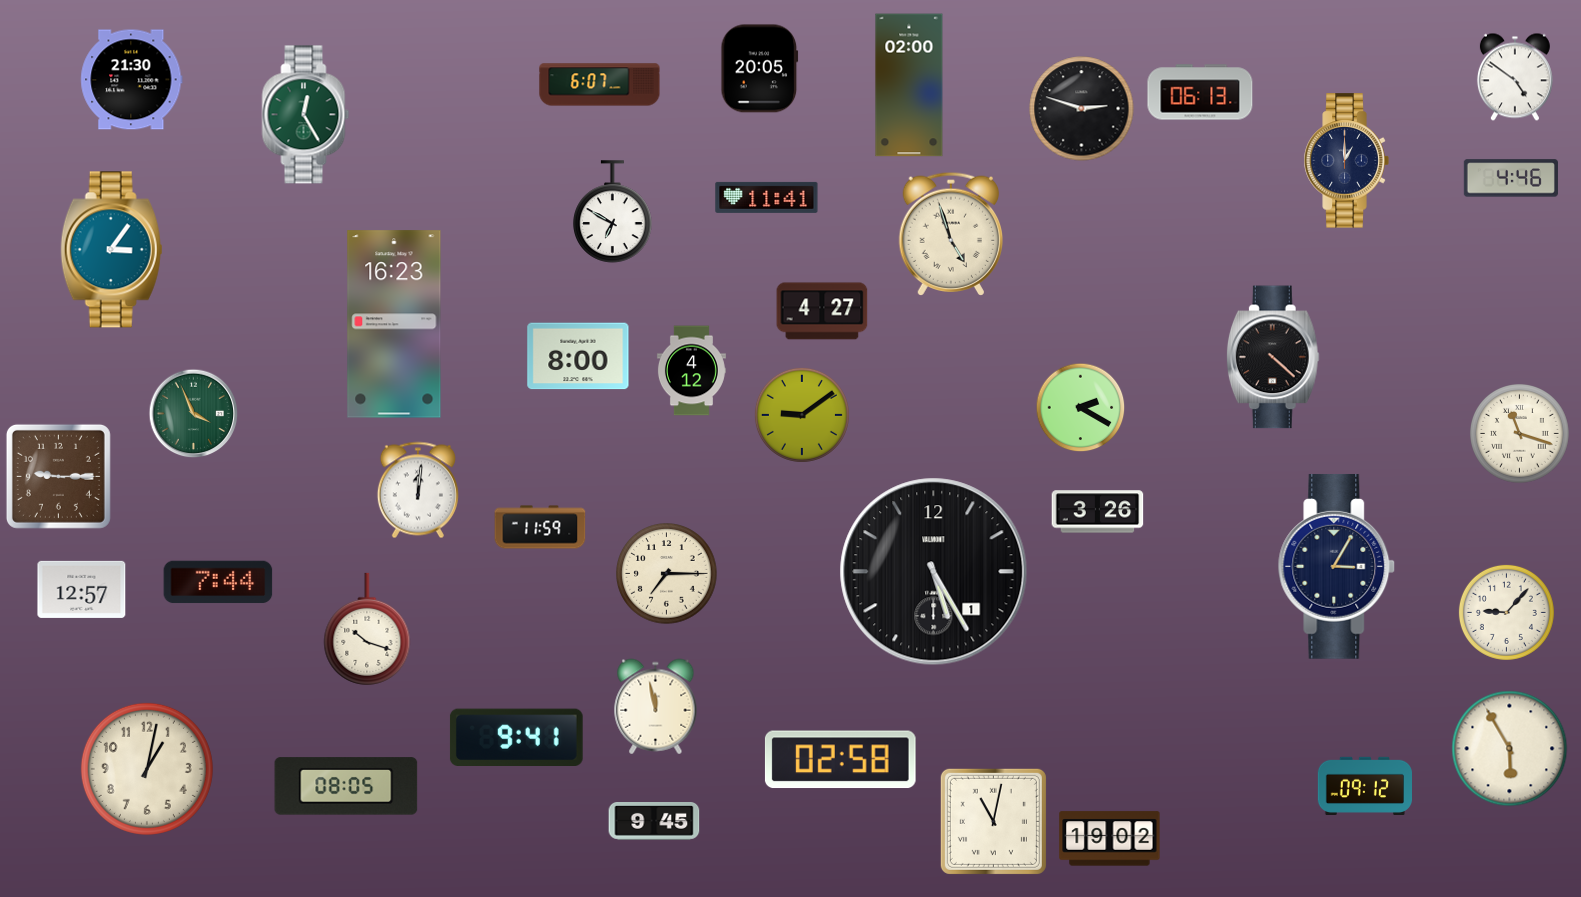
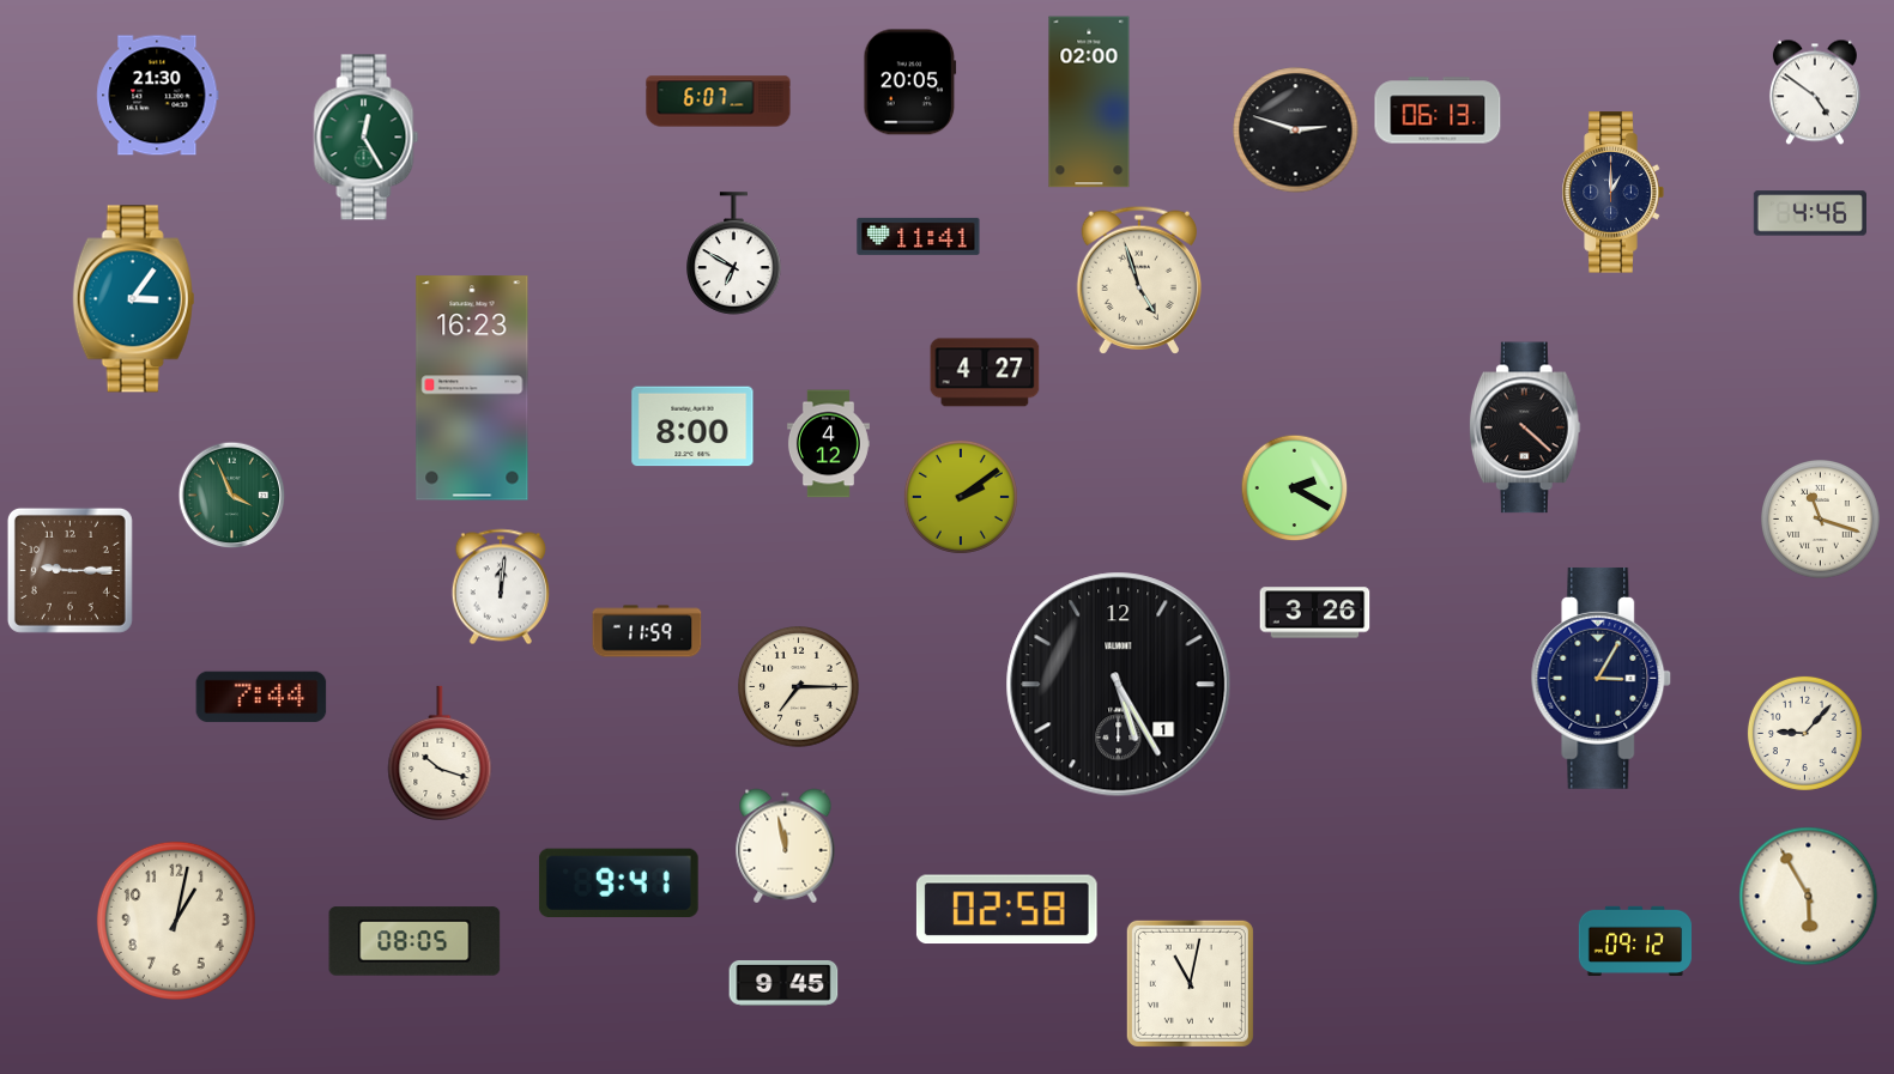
clock at (802, 415): 9:09 -> 2:09
clock at (82, 589): 12:57 -> none
clock at (1110, 839): 19:02 -> none
